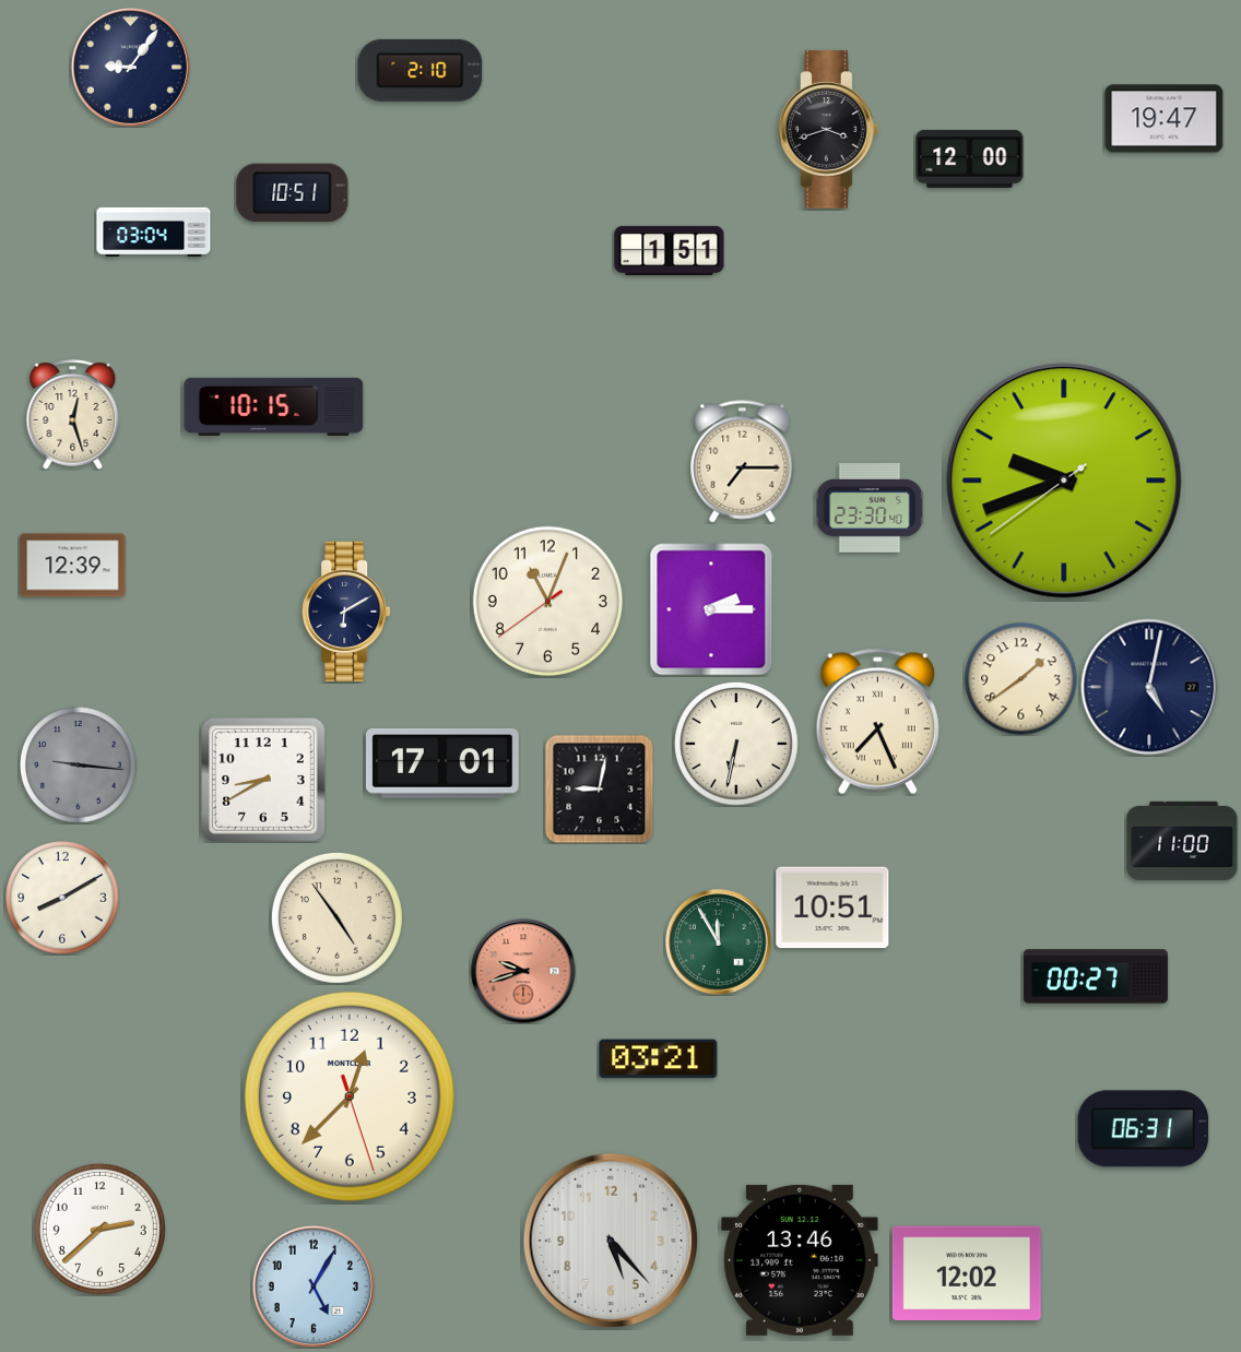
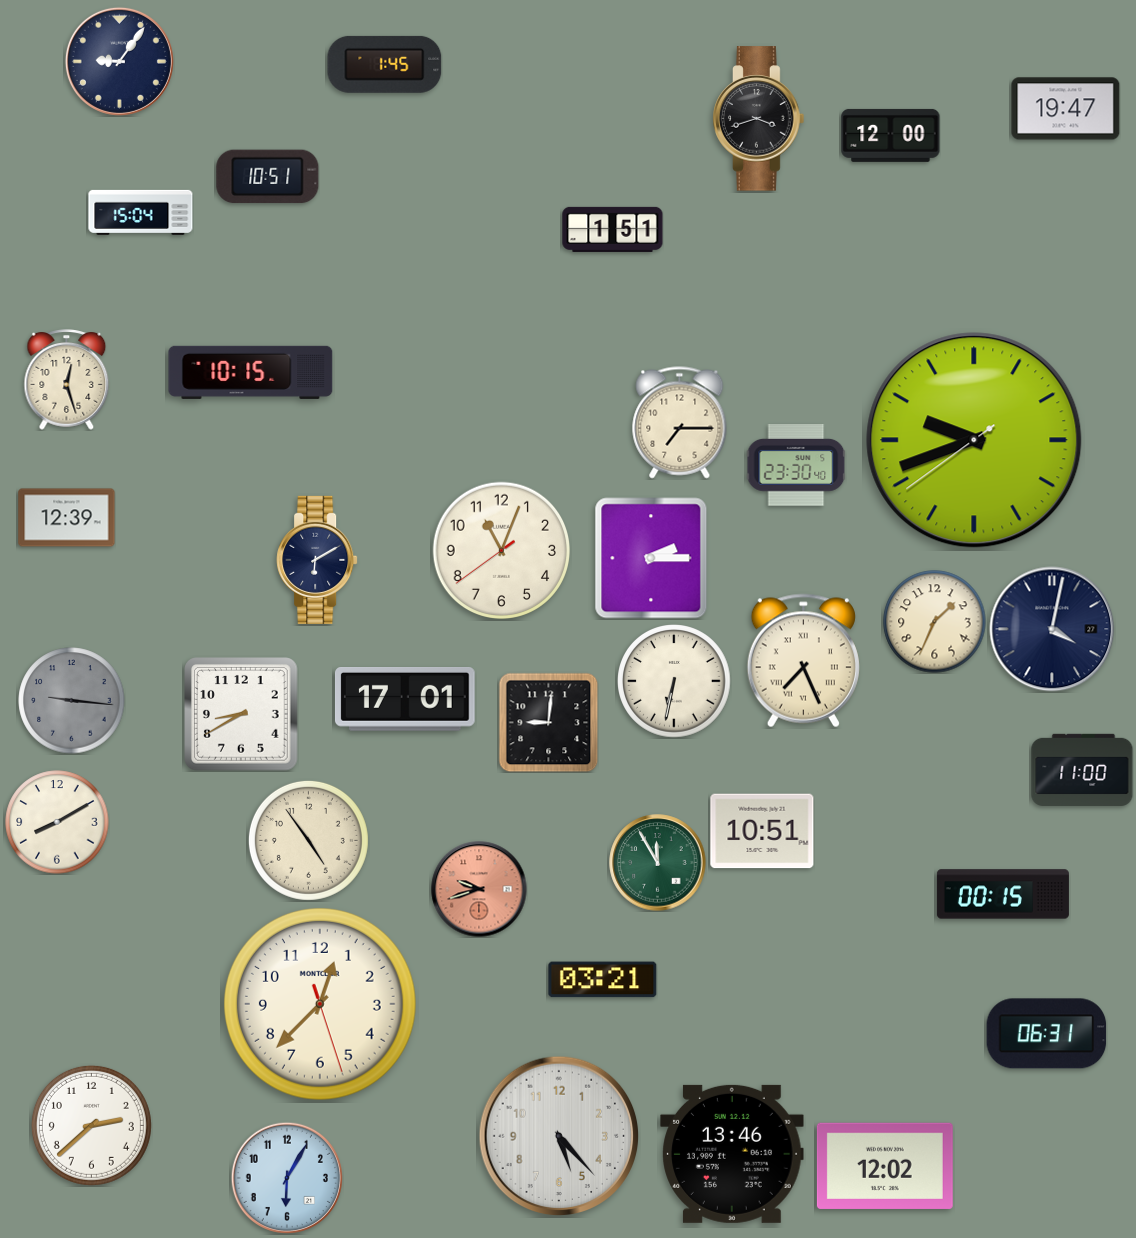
clock at (421, 70): 2:10 -> 1:45
clock at (970, 158) position: (970, 158) -> (891, 135)
clock at (154, 232): 03:04 -> 15:04
clock at (1021, 679): 1:39 -> 1:34
clock at (1149, 687): 5:02 -> 4:02
clock at (599, 788): 9:02 -> 9:01
clock at (1096, 976): 00:27 -> 00:15
clock at (659, 1059) position: (659, 1059) -> (603, 980)
clock at (314, 1286): 5:05 -> 6:05
